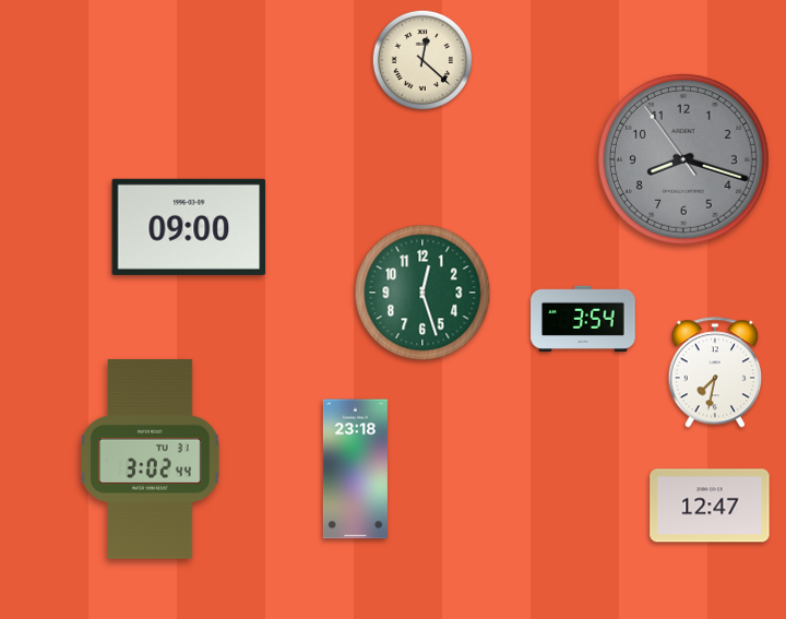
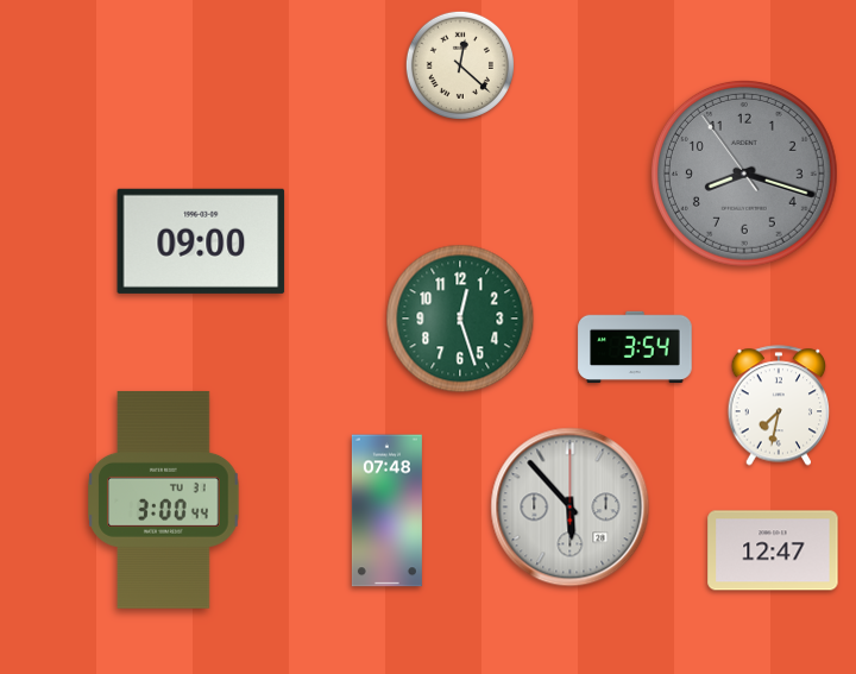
clock at (189, 227) position: (189, 227) -> (201, 241)
clock at (151, 459): 3:02 -> 3:00
clock at (571, 508): none -> 5:53
clock at (355, 469): 23:18 -> 07:48
